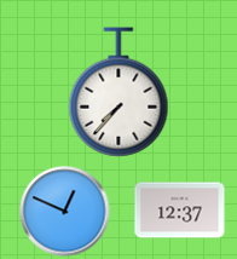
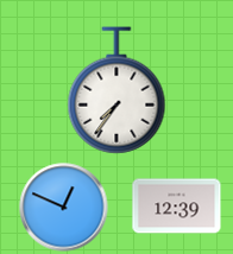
clock at (118, 92): 7:37 -> 7:36
clock at (180, 211): 12:37 -> 12:39
